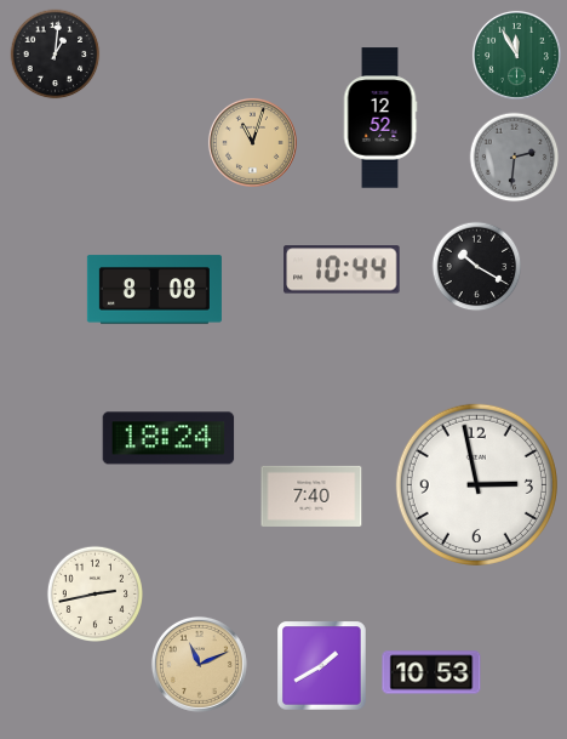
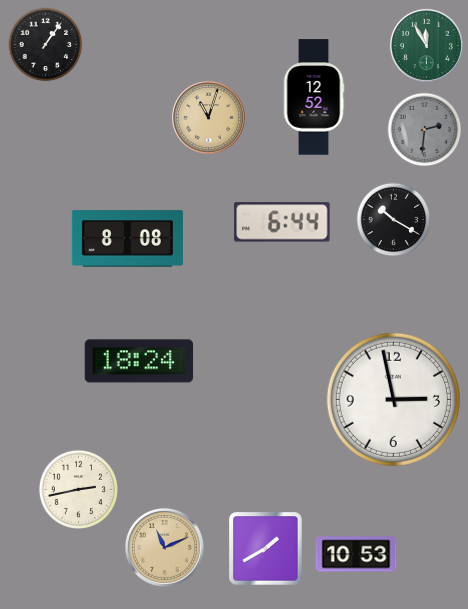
clock at (56, 55): 1:01 -> 1:06
clock at (342, 269): 10:44 -> 6:44
clock at (311, 496): 7:40 -> none
